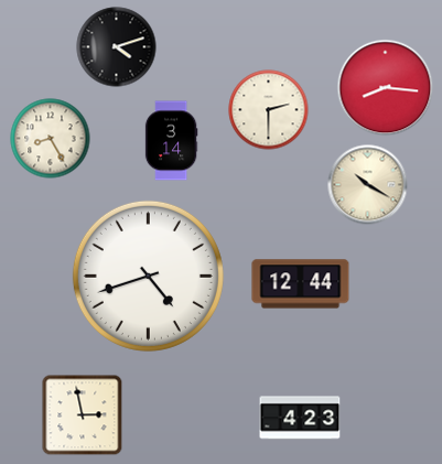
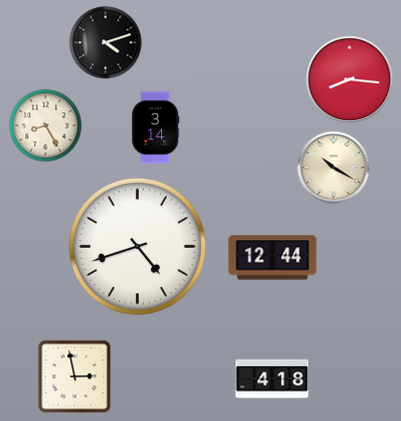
clock at (269, 110): 2:30 -> none
clock at (148, 276) position: (148, 276) -> (137, 246)
clock at (300, 418): 4:23 -> 4:18
